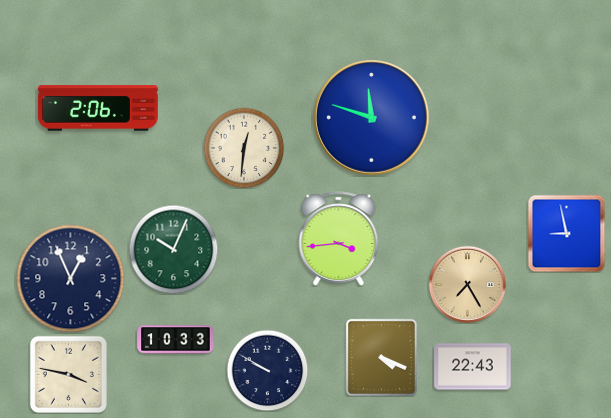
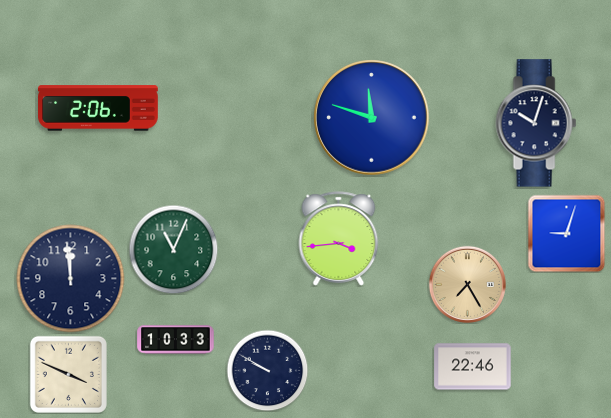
clock at (536, 123): none -> 10:03
clock at (244, 148): 12:31 -> none
clock at (566, 233): 8:58 -> 9:03
clock at (173, 249): 10:04 -> 11:04
clock at (71, 279): 12:56 -> 11:59
clock at (381, 357): 4:19 -> none
clock at (473, 367): 22:43 -> 22:46
clock at (68, 374): 3:47 -> 3:49
